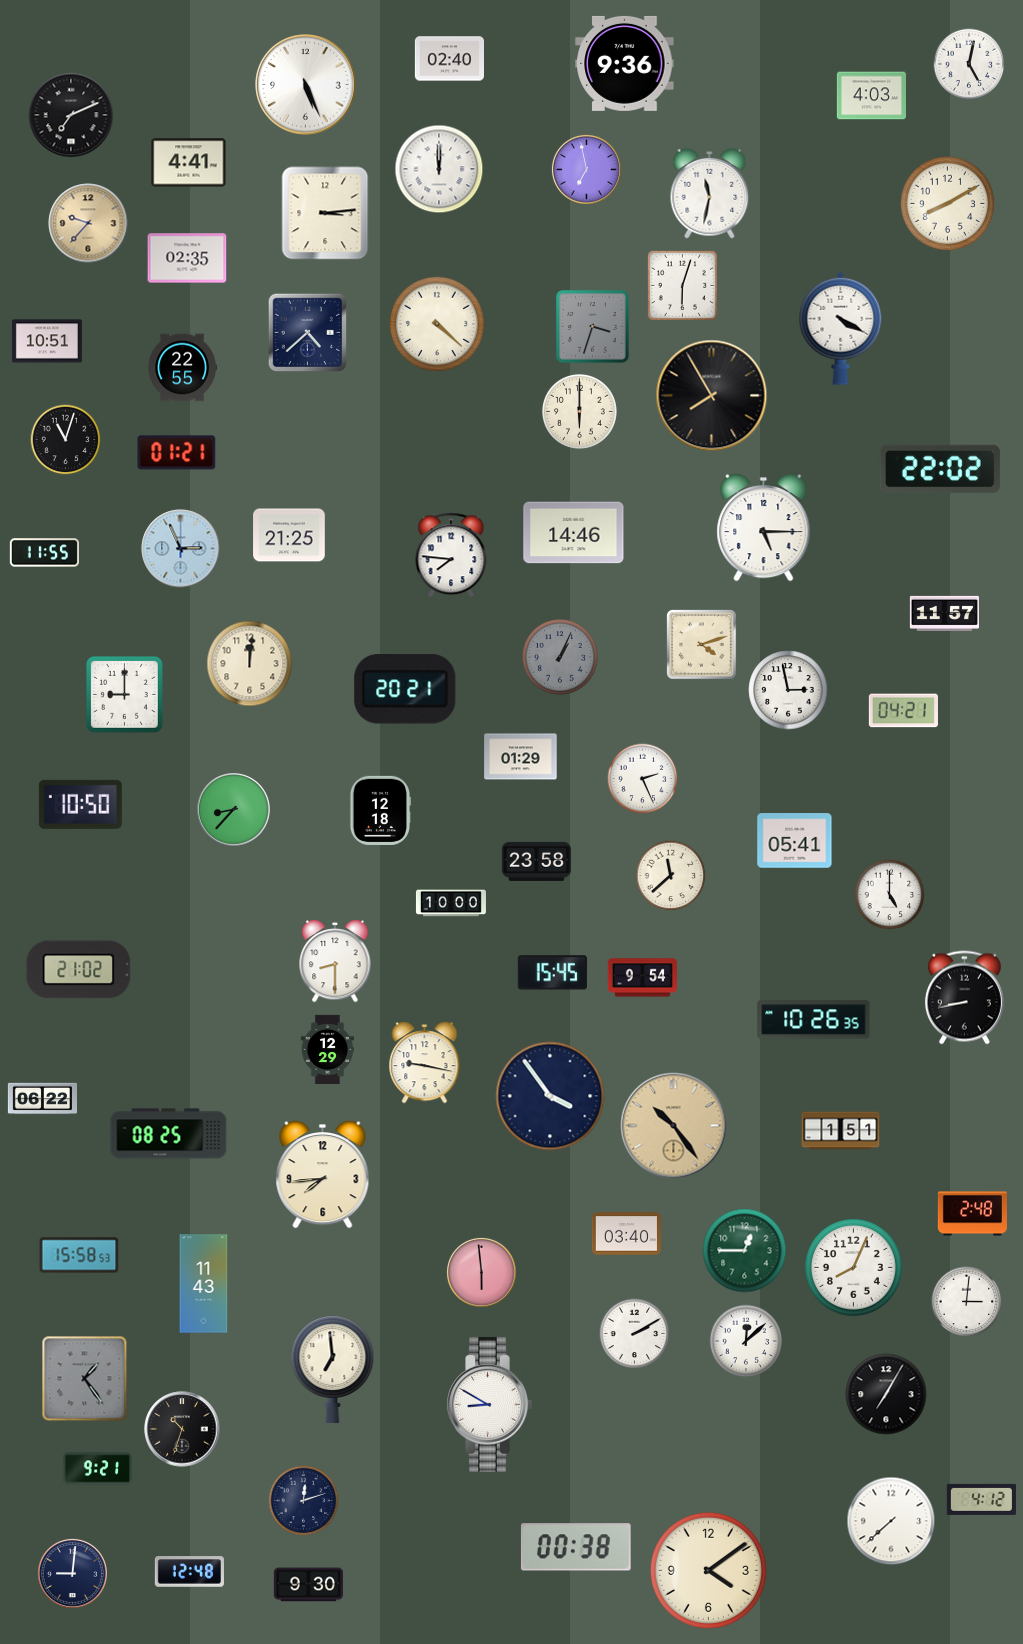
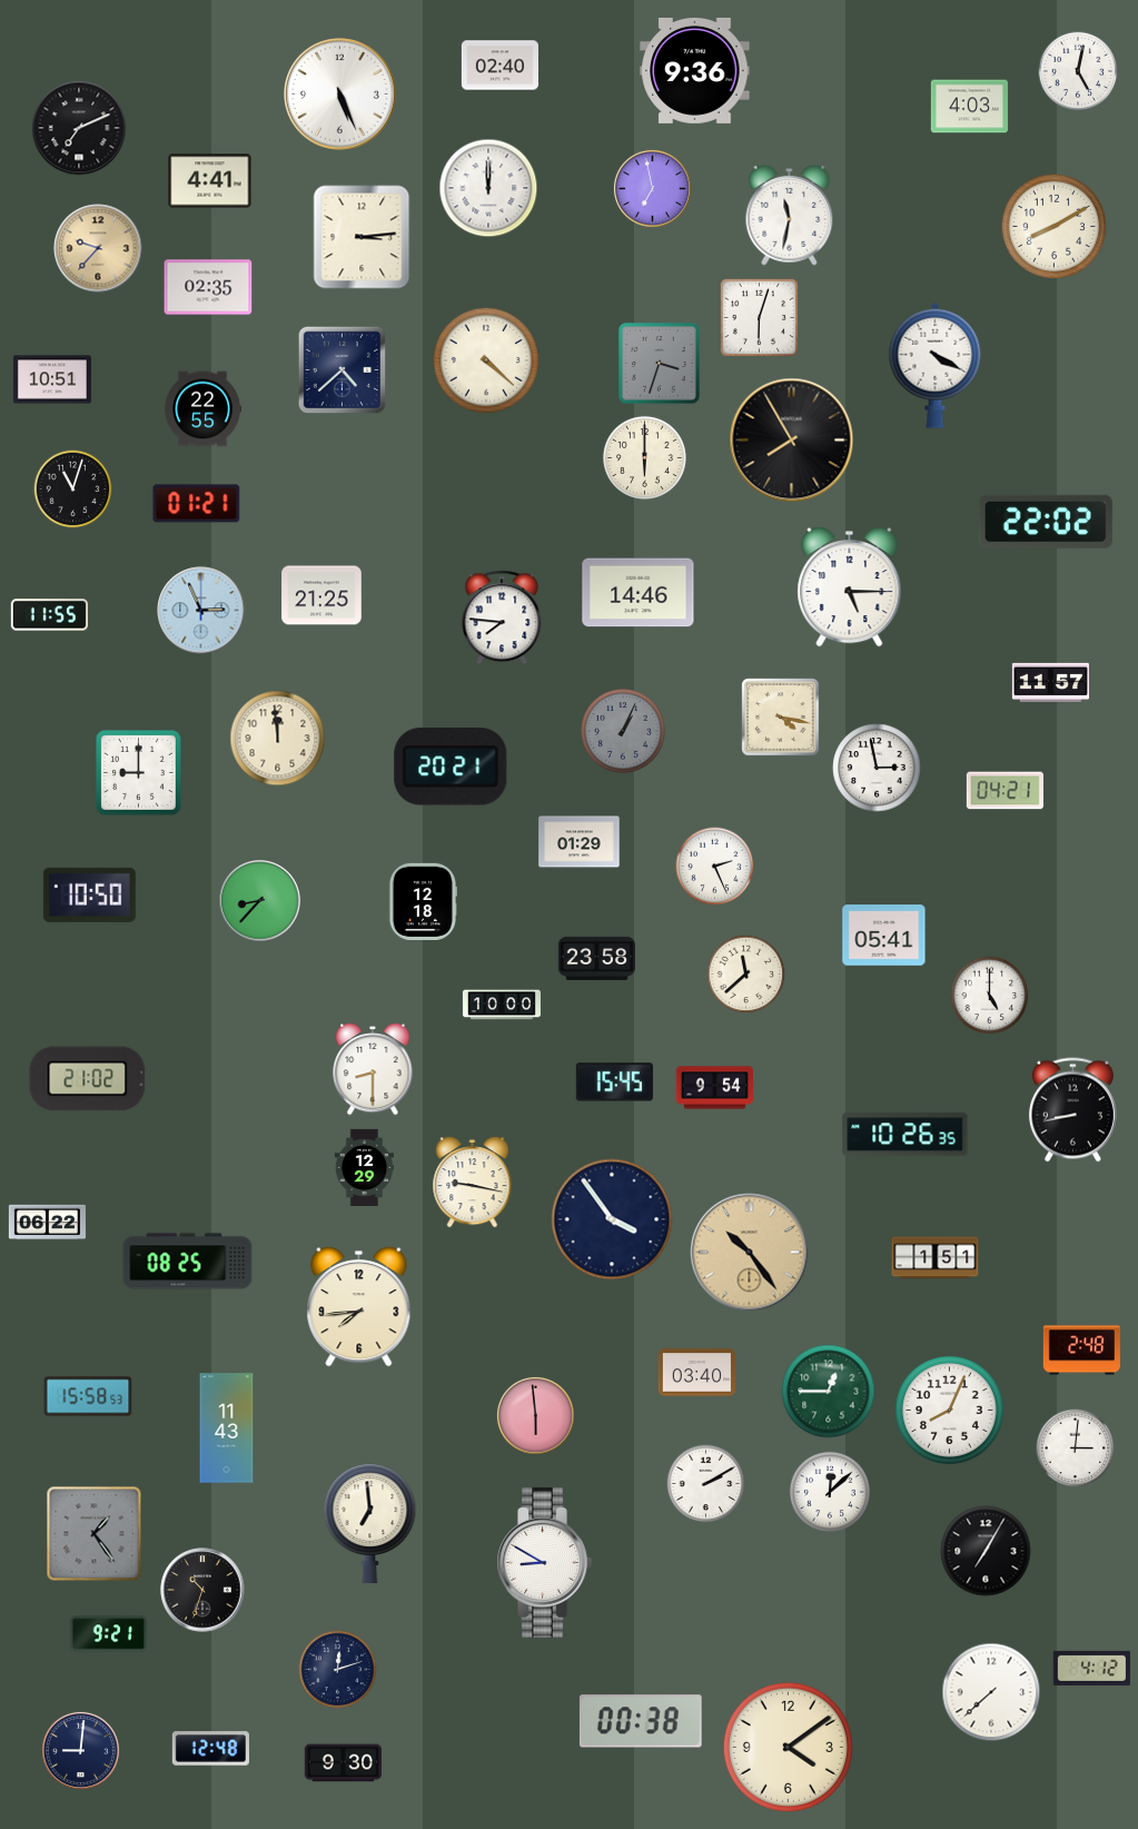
clock at (702, 645): 4:12 -> 4:17
clock at (250, 664): 12:01 -> 11:59
